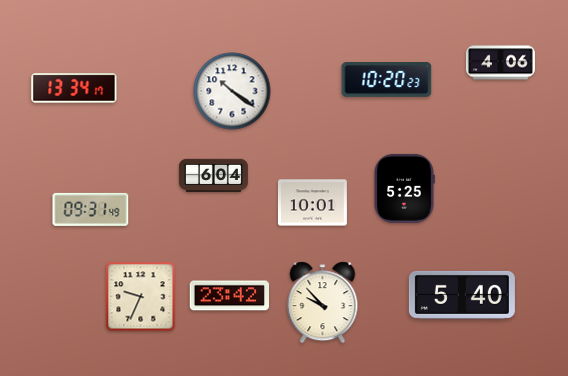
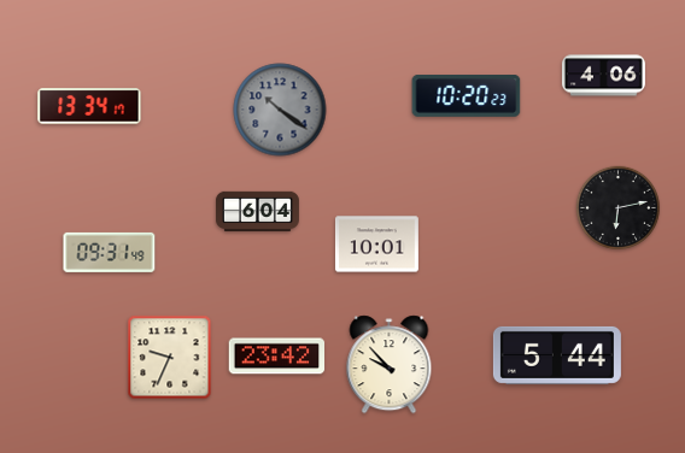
clock at (232, 91) dial: white -> grey
clock at (619, 208): none -> 6:13
clock at (404, 188): 5:25 -> none
clock at (462, 295): 5:40 -> 5:44
